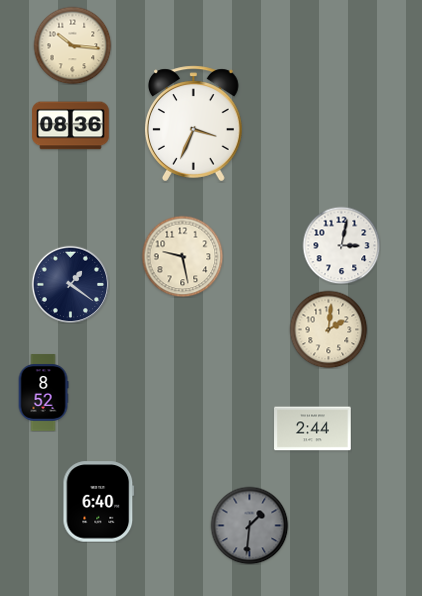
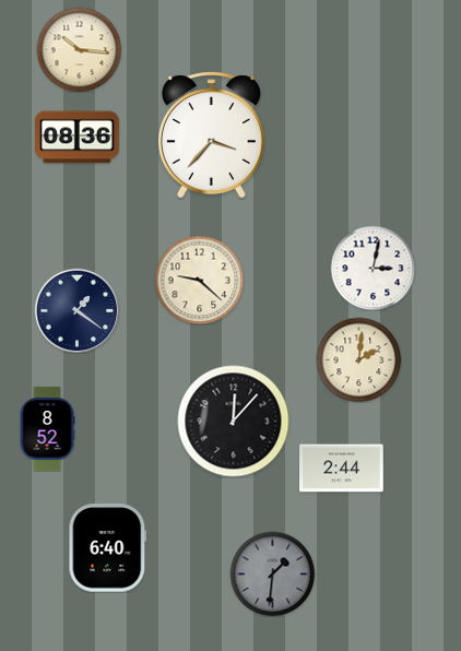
clock at (194, 124): 3:34 -> 3:37
clock at (182, 256): 9:28 -> 9:22
clock at (234, 422): none -> 12:07
